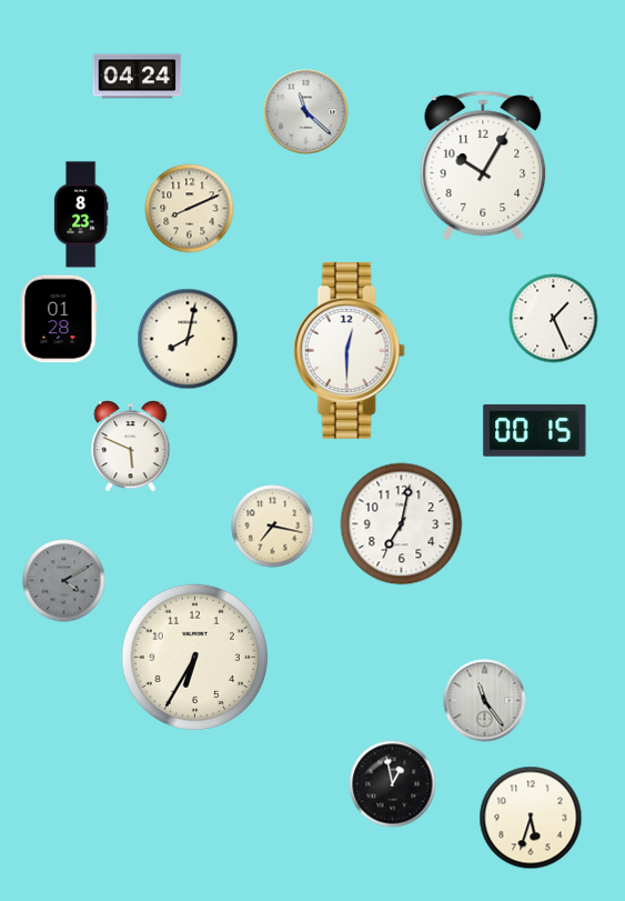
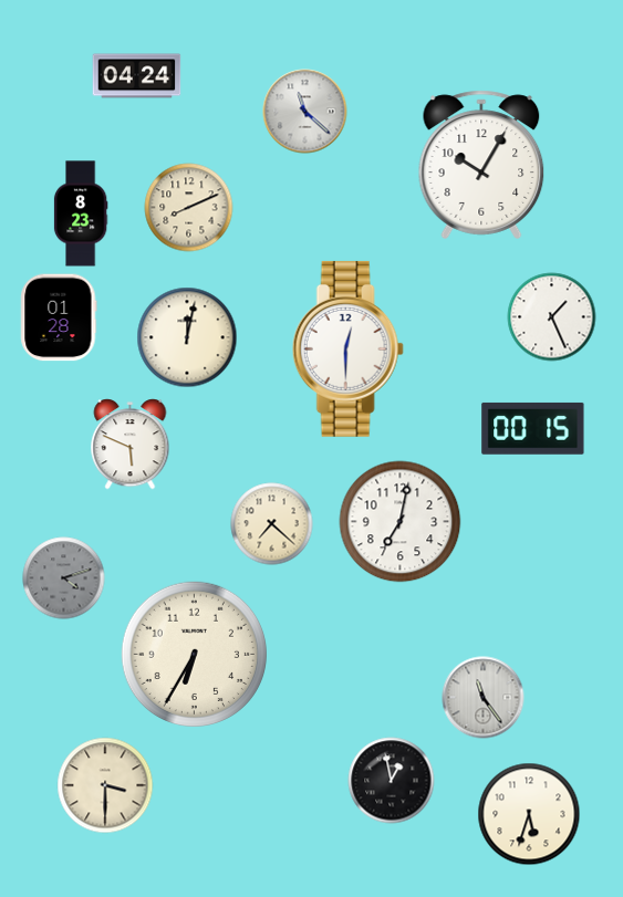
clock at (188, 339): 8:02 -> 12:02
clock at (273, 527): 7:17 -> 7:22
clock at (64, 581): 4:10 -> 4:12
clock at (105, 785): none -> 3:30
